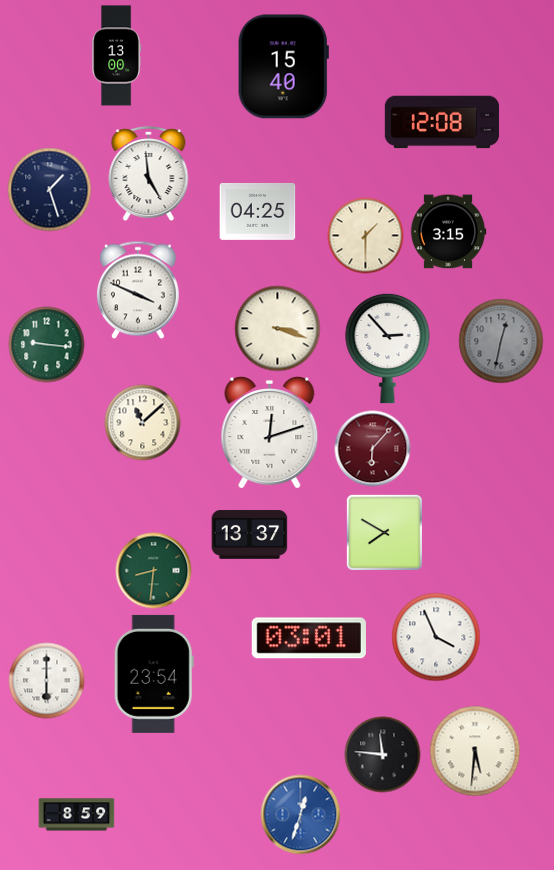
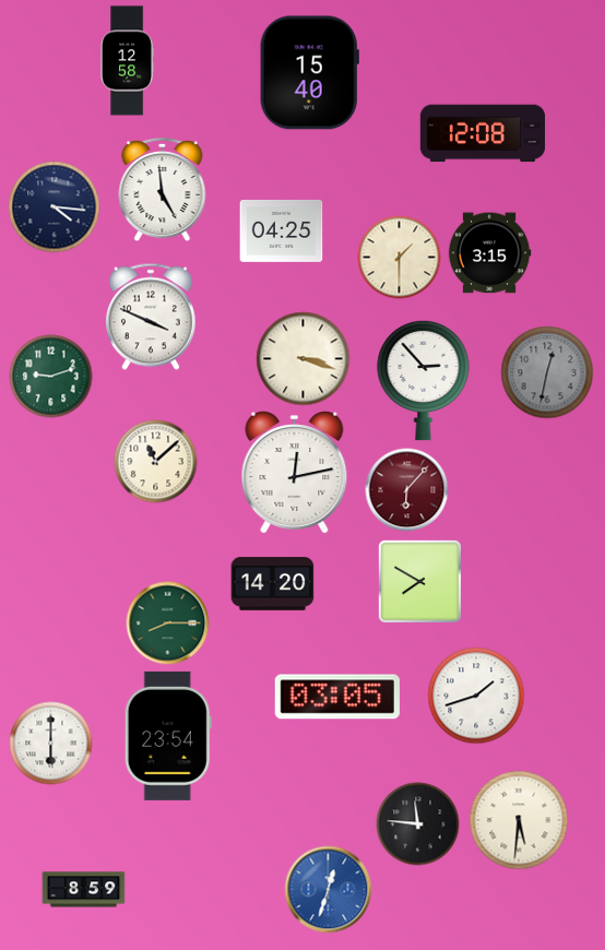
clock at (117, 56): 13:00 -> 12:58
clock at (50, 190): 1:27 -> 4:16
clock at (47, 345): 9:16 -> 9:12
clock at (270, 433): 12:12 -> 12:13
clock at (250, 535): 13:37 -> 14:20
clock at (154, 571): 8:31 -> 8:15
clock at (436, 637): 3:56 -> 1:42
clock at (309, 638): 03:01 -> 03:05
